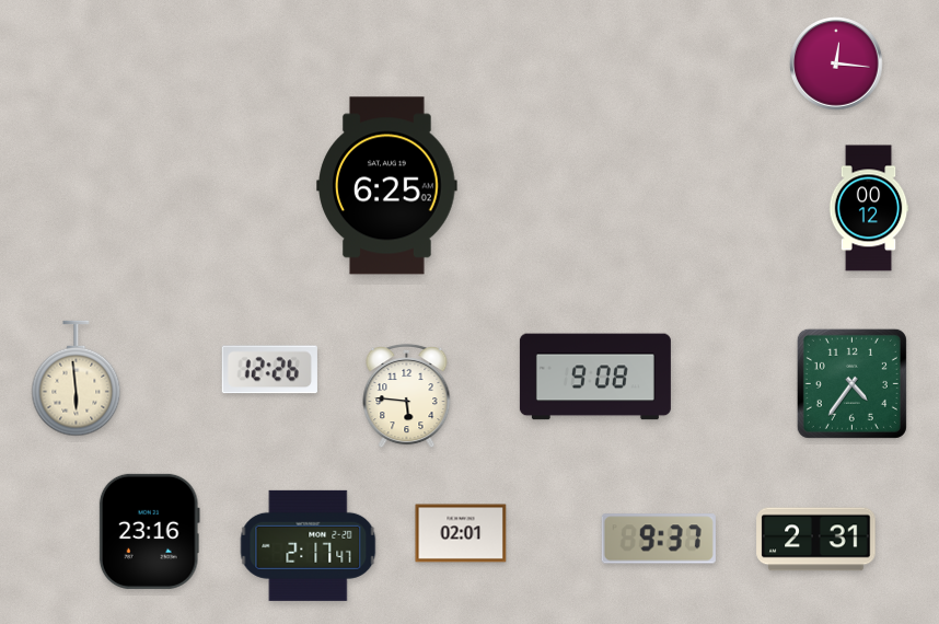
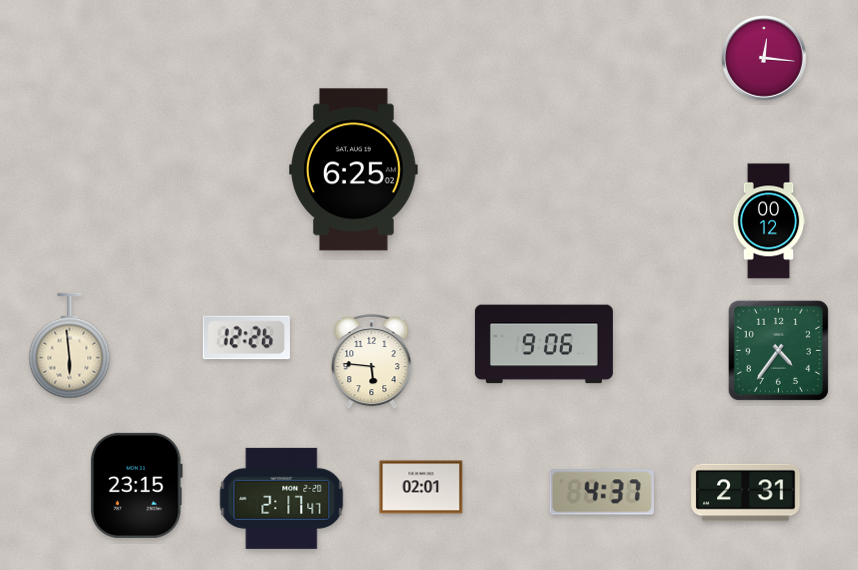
clock at (869, 208) position: (869, 208) -> (769, 221)
clock at (595, 377): 9:08 -> 9:06
clock at (149, 531): 23:16 -> 23:15
clock at (659, 539): 9:37 -> 4:37
